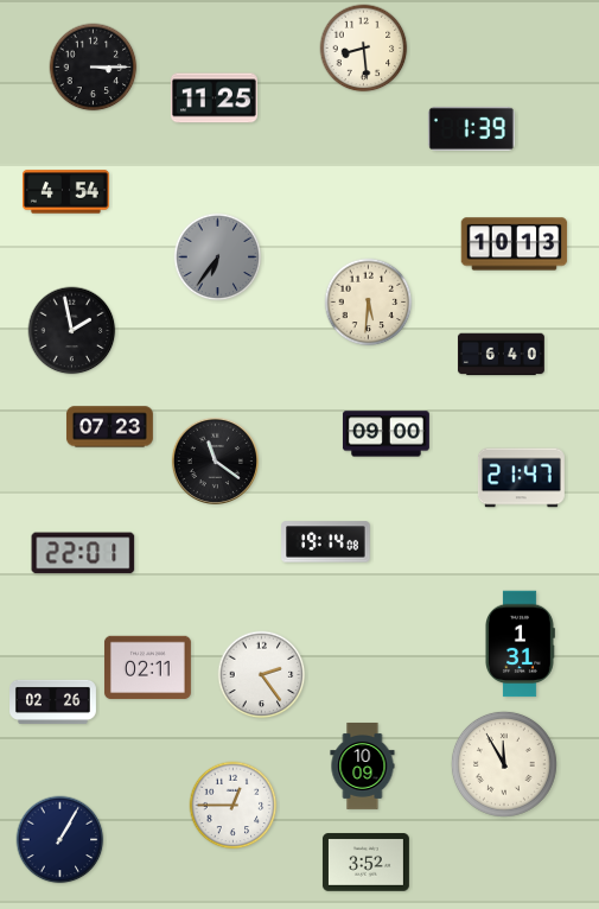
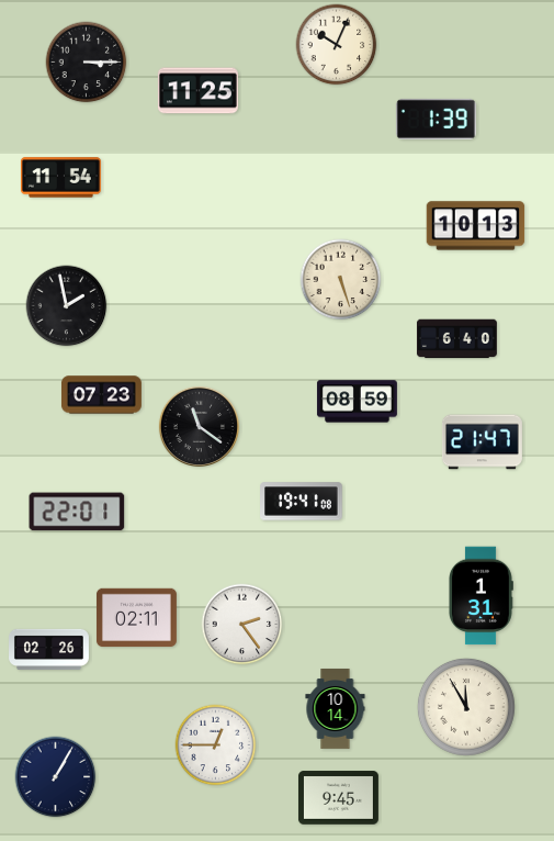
clock at (364, 49): 8:29 -> 10:04
clock at (65, 192): 4:54 -> 11:54
clock at (218, 258): 6:36 -> none
clock at (369, 303): 5:31 -> 5:27
clock at (501, 355) position: (501, 355) -> (456, 339)
clock at (385, 434): 09:00 -> 08:59
clock at (326, 542): 19:14 -> 19:41
clock at (363, 765): 10:09 -> 10:14
clock at (365, 863): 3:52 -> 9:45
